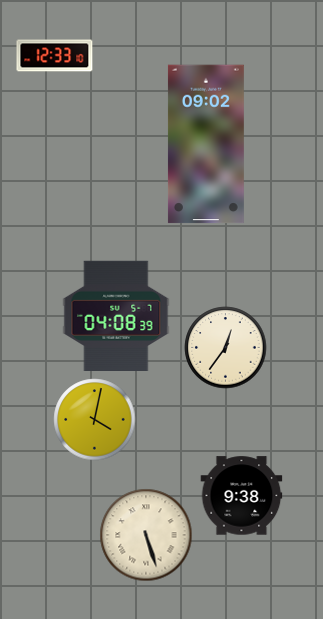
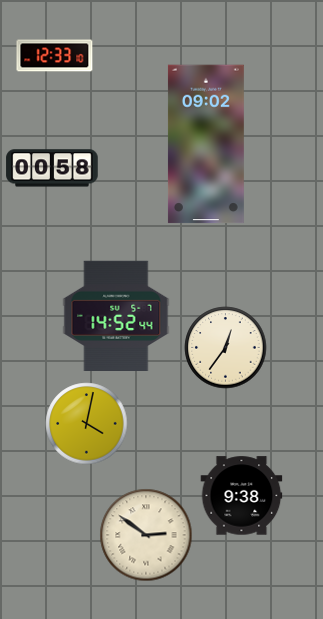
clock at (52, 168): none -> 00:58
clock at (116, 315): 04:08 -> 14:52
clock at (95, 420) position: (95, 420) -> (87, 424)
clock at (146, 535): 5:27 -> 2:51
